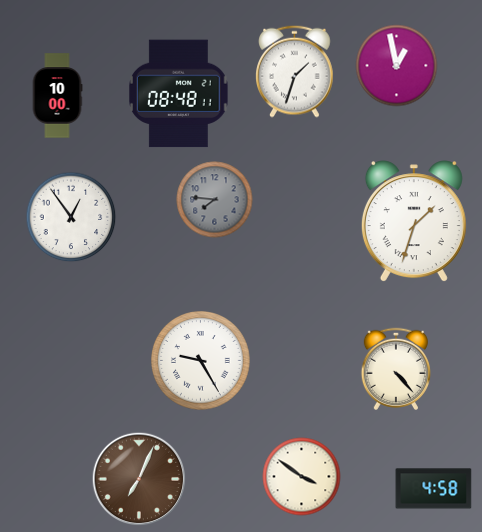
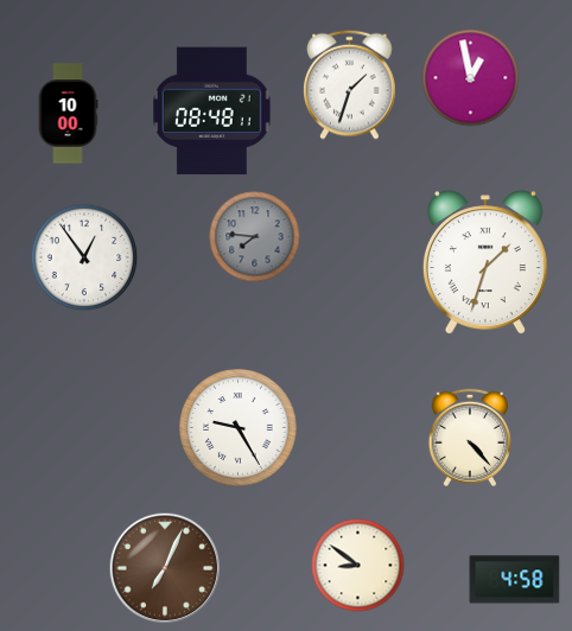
clock at (414, 222) position: (414, 222) -> (485, 263)
clock at (302, 477): 3:51 -> 8:51
